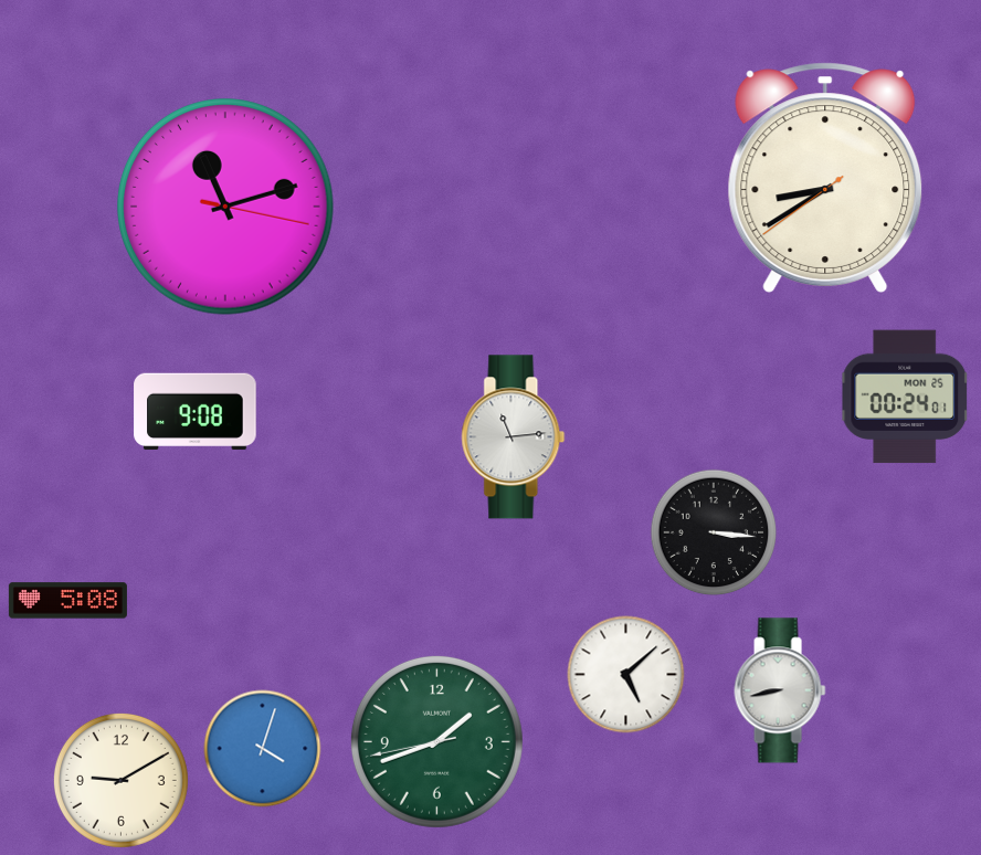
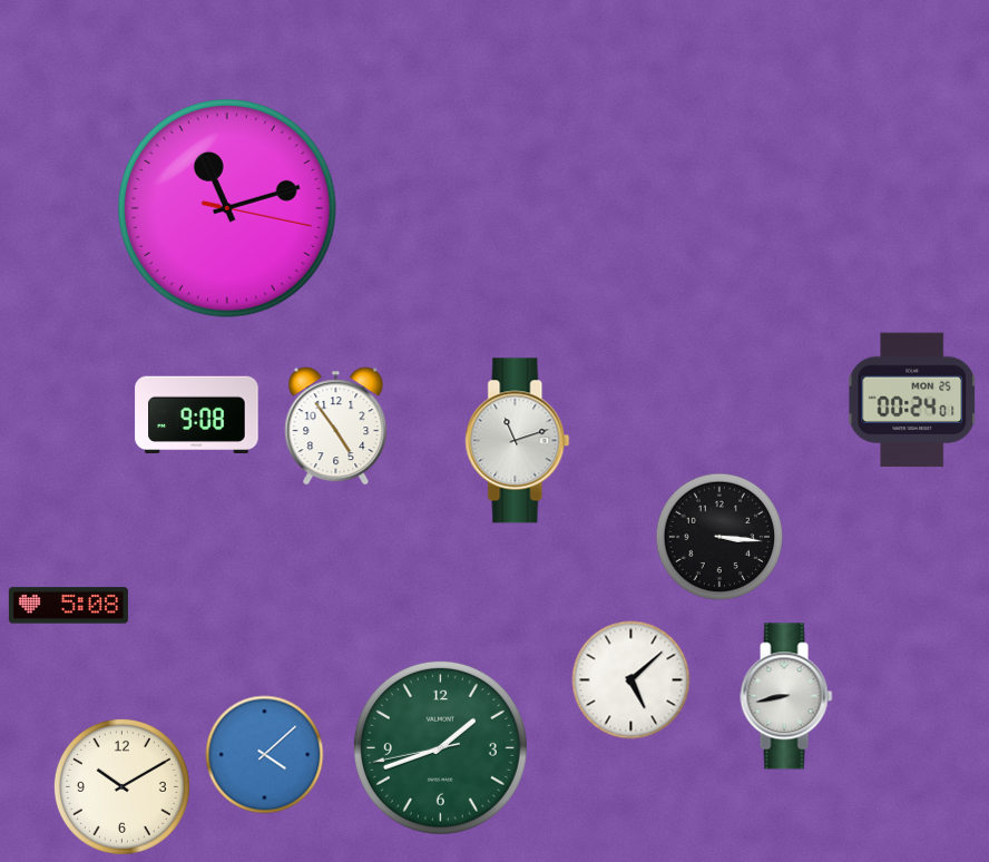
clock at (825, 178): 8:39 -> none
clock at (336, 427): none -> 4:54
clock at (514, 437): 11:14 -> 11:12
clock at (263, 749): 4:03 -> 4:08
clock at (120, 780): 9:10 -> 10:10
